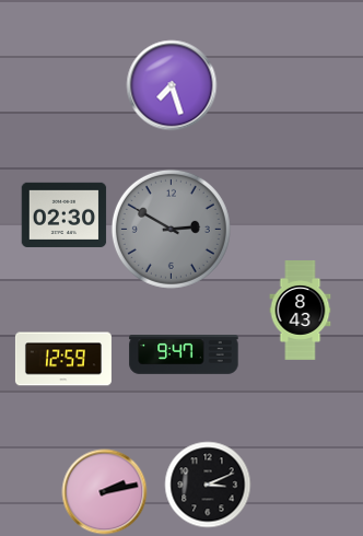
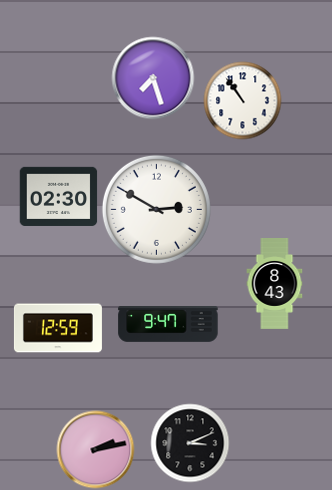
clock at (172, 85) position: (172, 85) -> (153, 78)
clock at (242, 100): none -> 10:54
clock at (171, 229) dial: grey -> white
